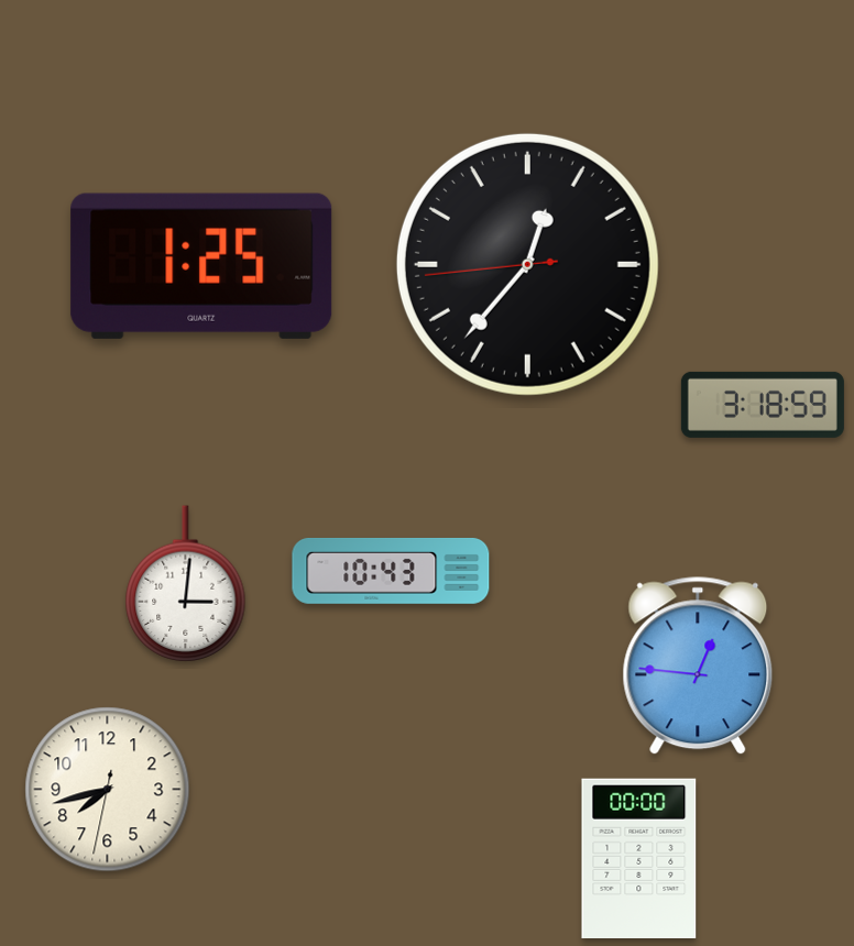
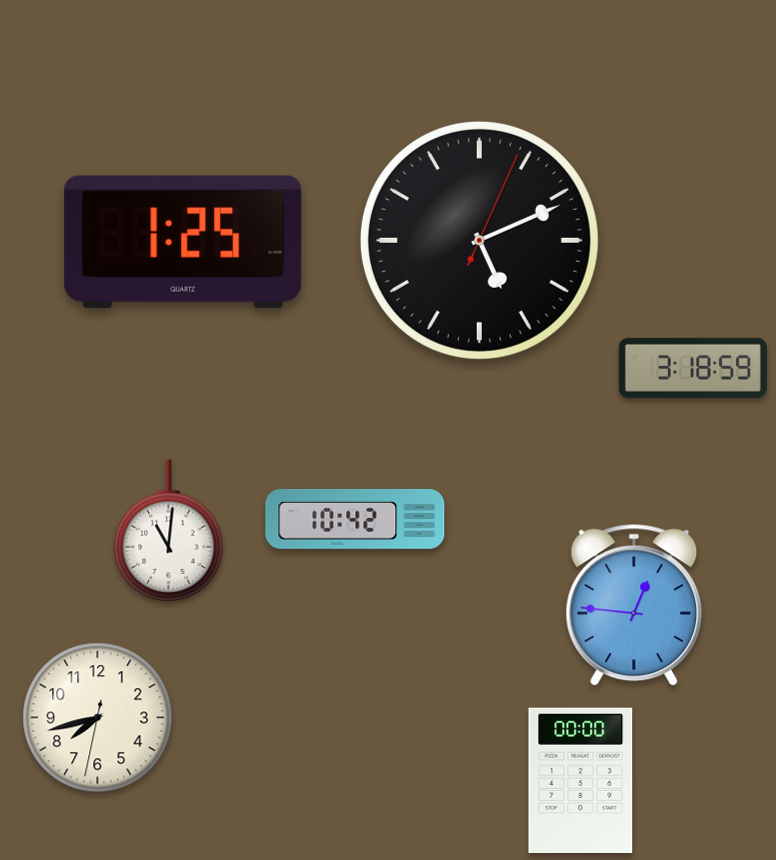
clock at (527, 264): 12:36 -> 5:11
clock at (391, 571): 10:43 -> 10:42
clock at (186, 584): 3:01 -> 11:01
